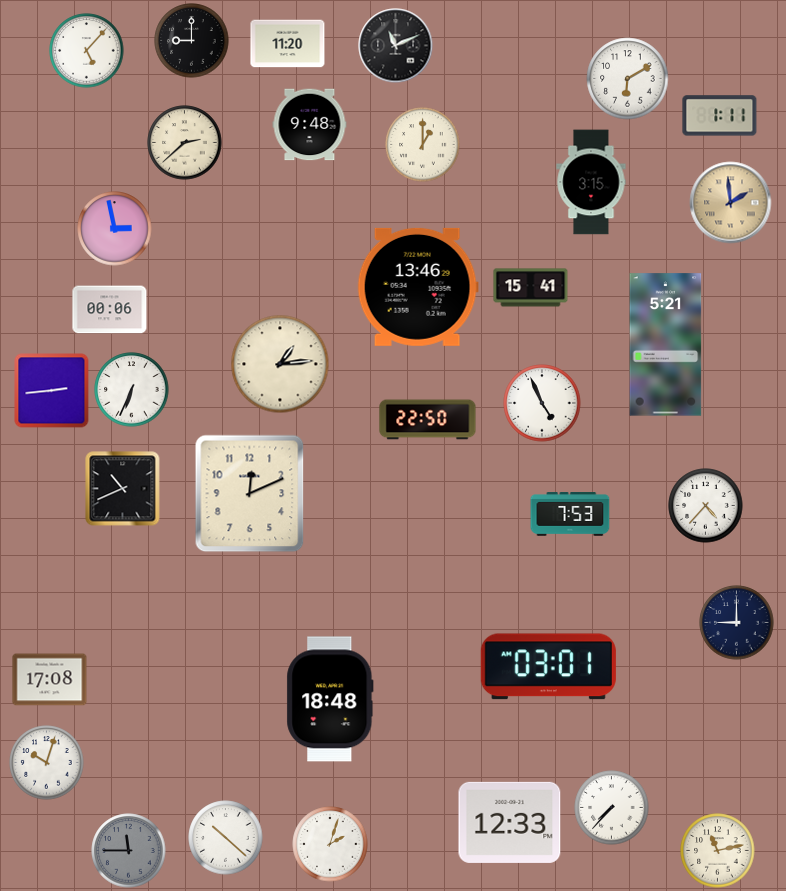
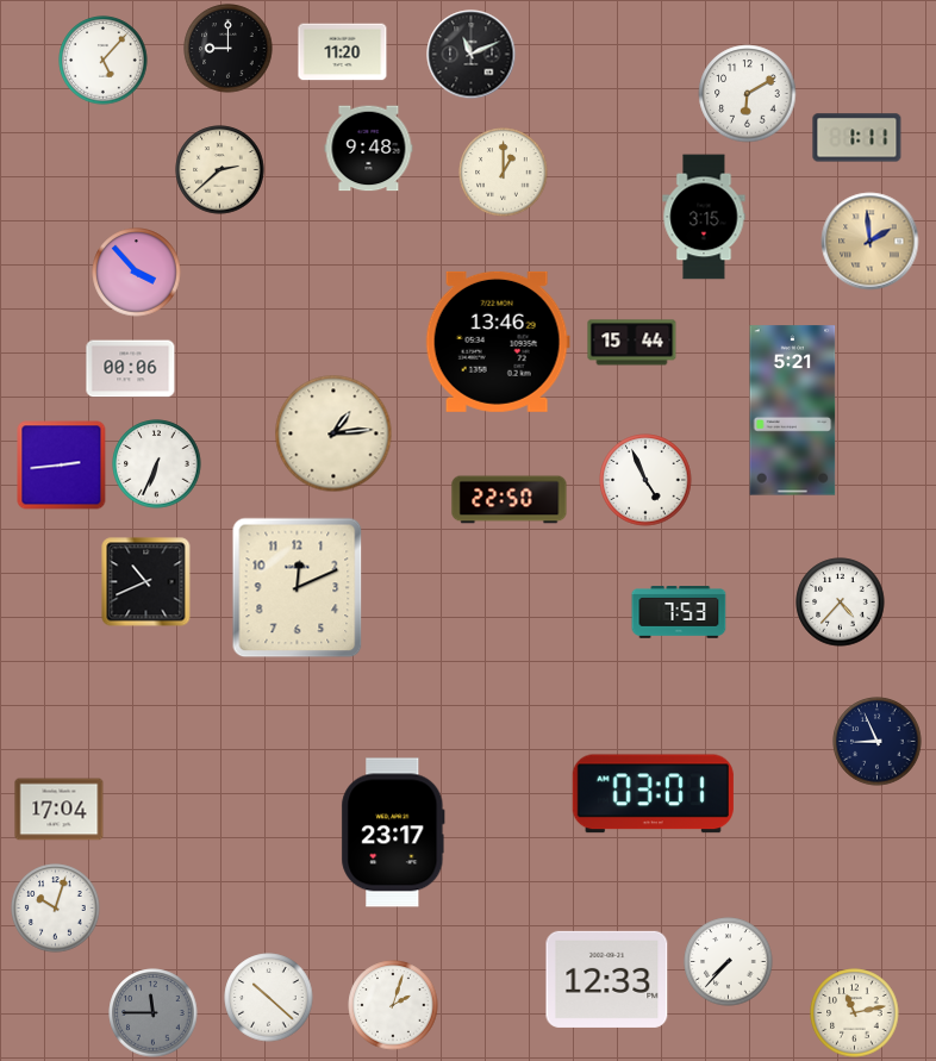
clock at (115, 229): 2:58 -> 3:53
clock at (531, 288): 15:41 -> 15:44
clock at (737, 623): 9:00 -> 8:56
clock at (50, 680): 17:08 -> 17:04
clock at (330, 699): 18:48 -> 23:17
